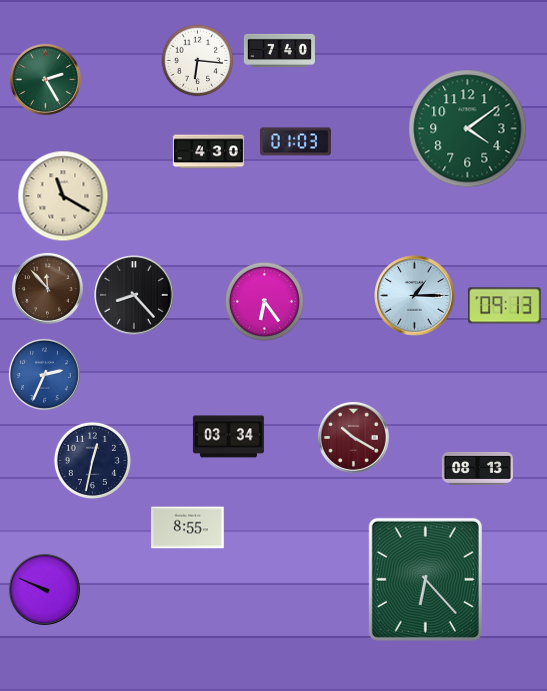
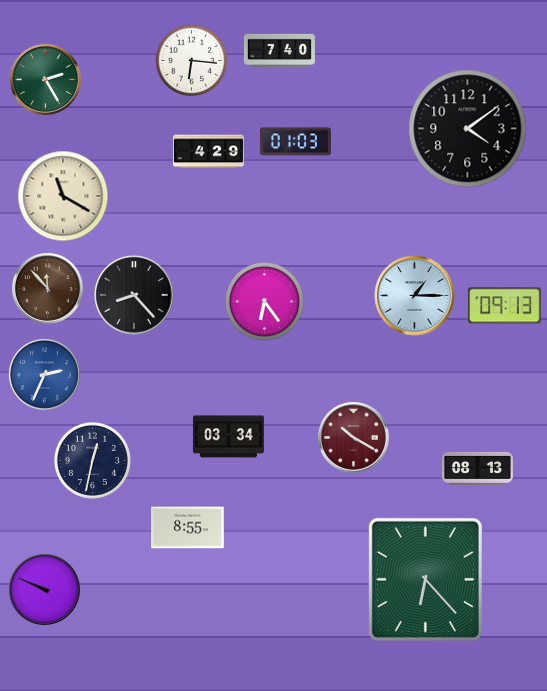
clock at (198, 61) position: (198, 61) -> (192, 61)
clock at (468, 129) dial: green -> black
clock at (208, 152): 4:30 -> 4:29
